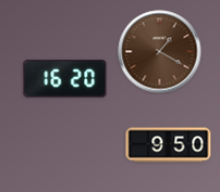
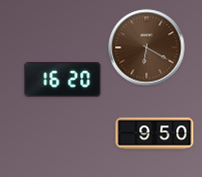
clock at (160, 52): 1:20 -> 6:20
clock at (65, 79) position: (65, 79) -> (63, 80)
